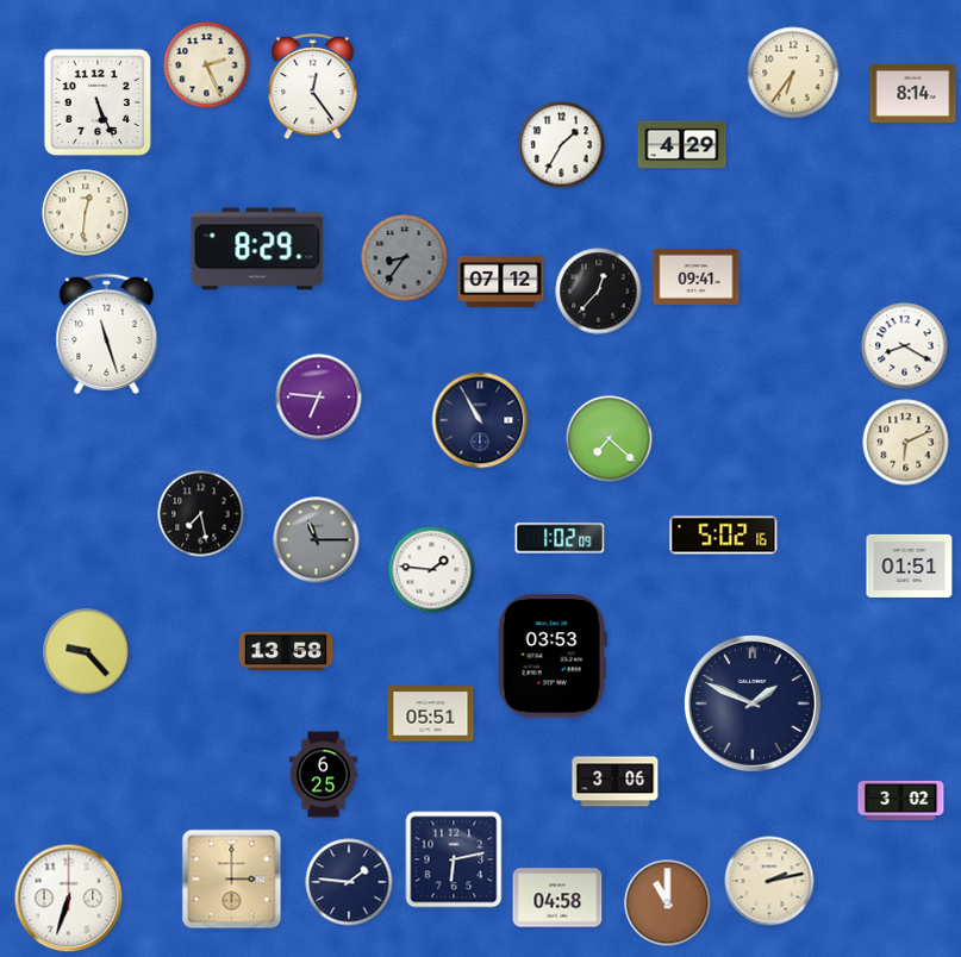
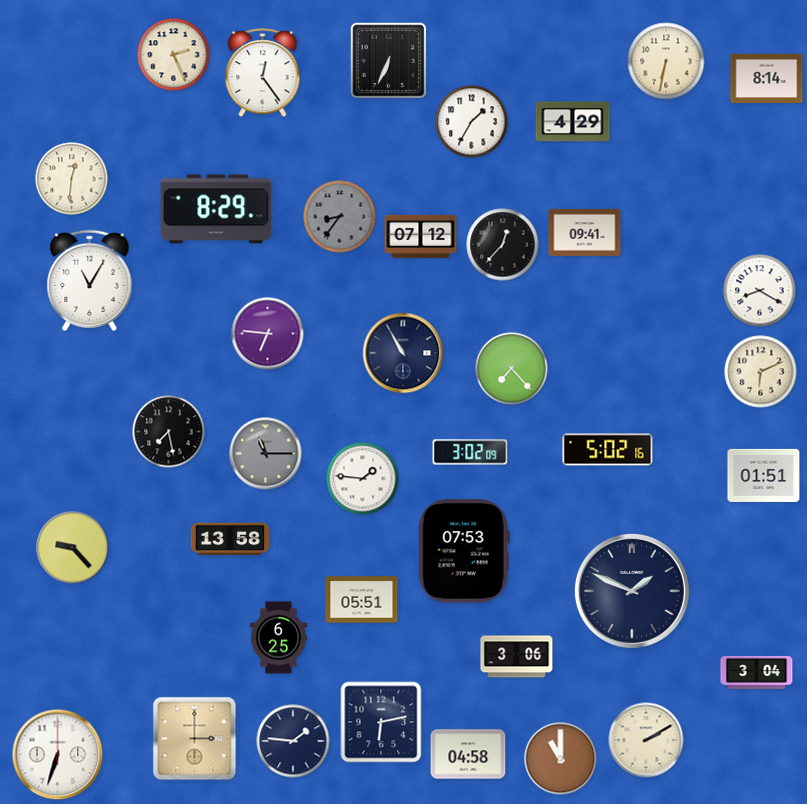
clock at (389, 61): none -> 6:34
clock at (793, 73): 6:36 -> 6:32
clock at (98, 102): 5:26 -> none
clock at (107, 333): 11:27 -> 11:05
clock at (610, 439): 7:22 -> 7:23
clock at (560, 538): 1:02 -> 3:02
clock at (286, 651) position: (286, 651) -> (230, 539)
clock at (553, 656): 03:53 -> 07:53
clock at (323, 775) position: (323, 775) -> (278, 638)
clock at (901, 800): 3:02 -> 3:04
clock at (769, 881): 2:13 -> 2:10
